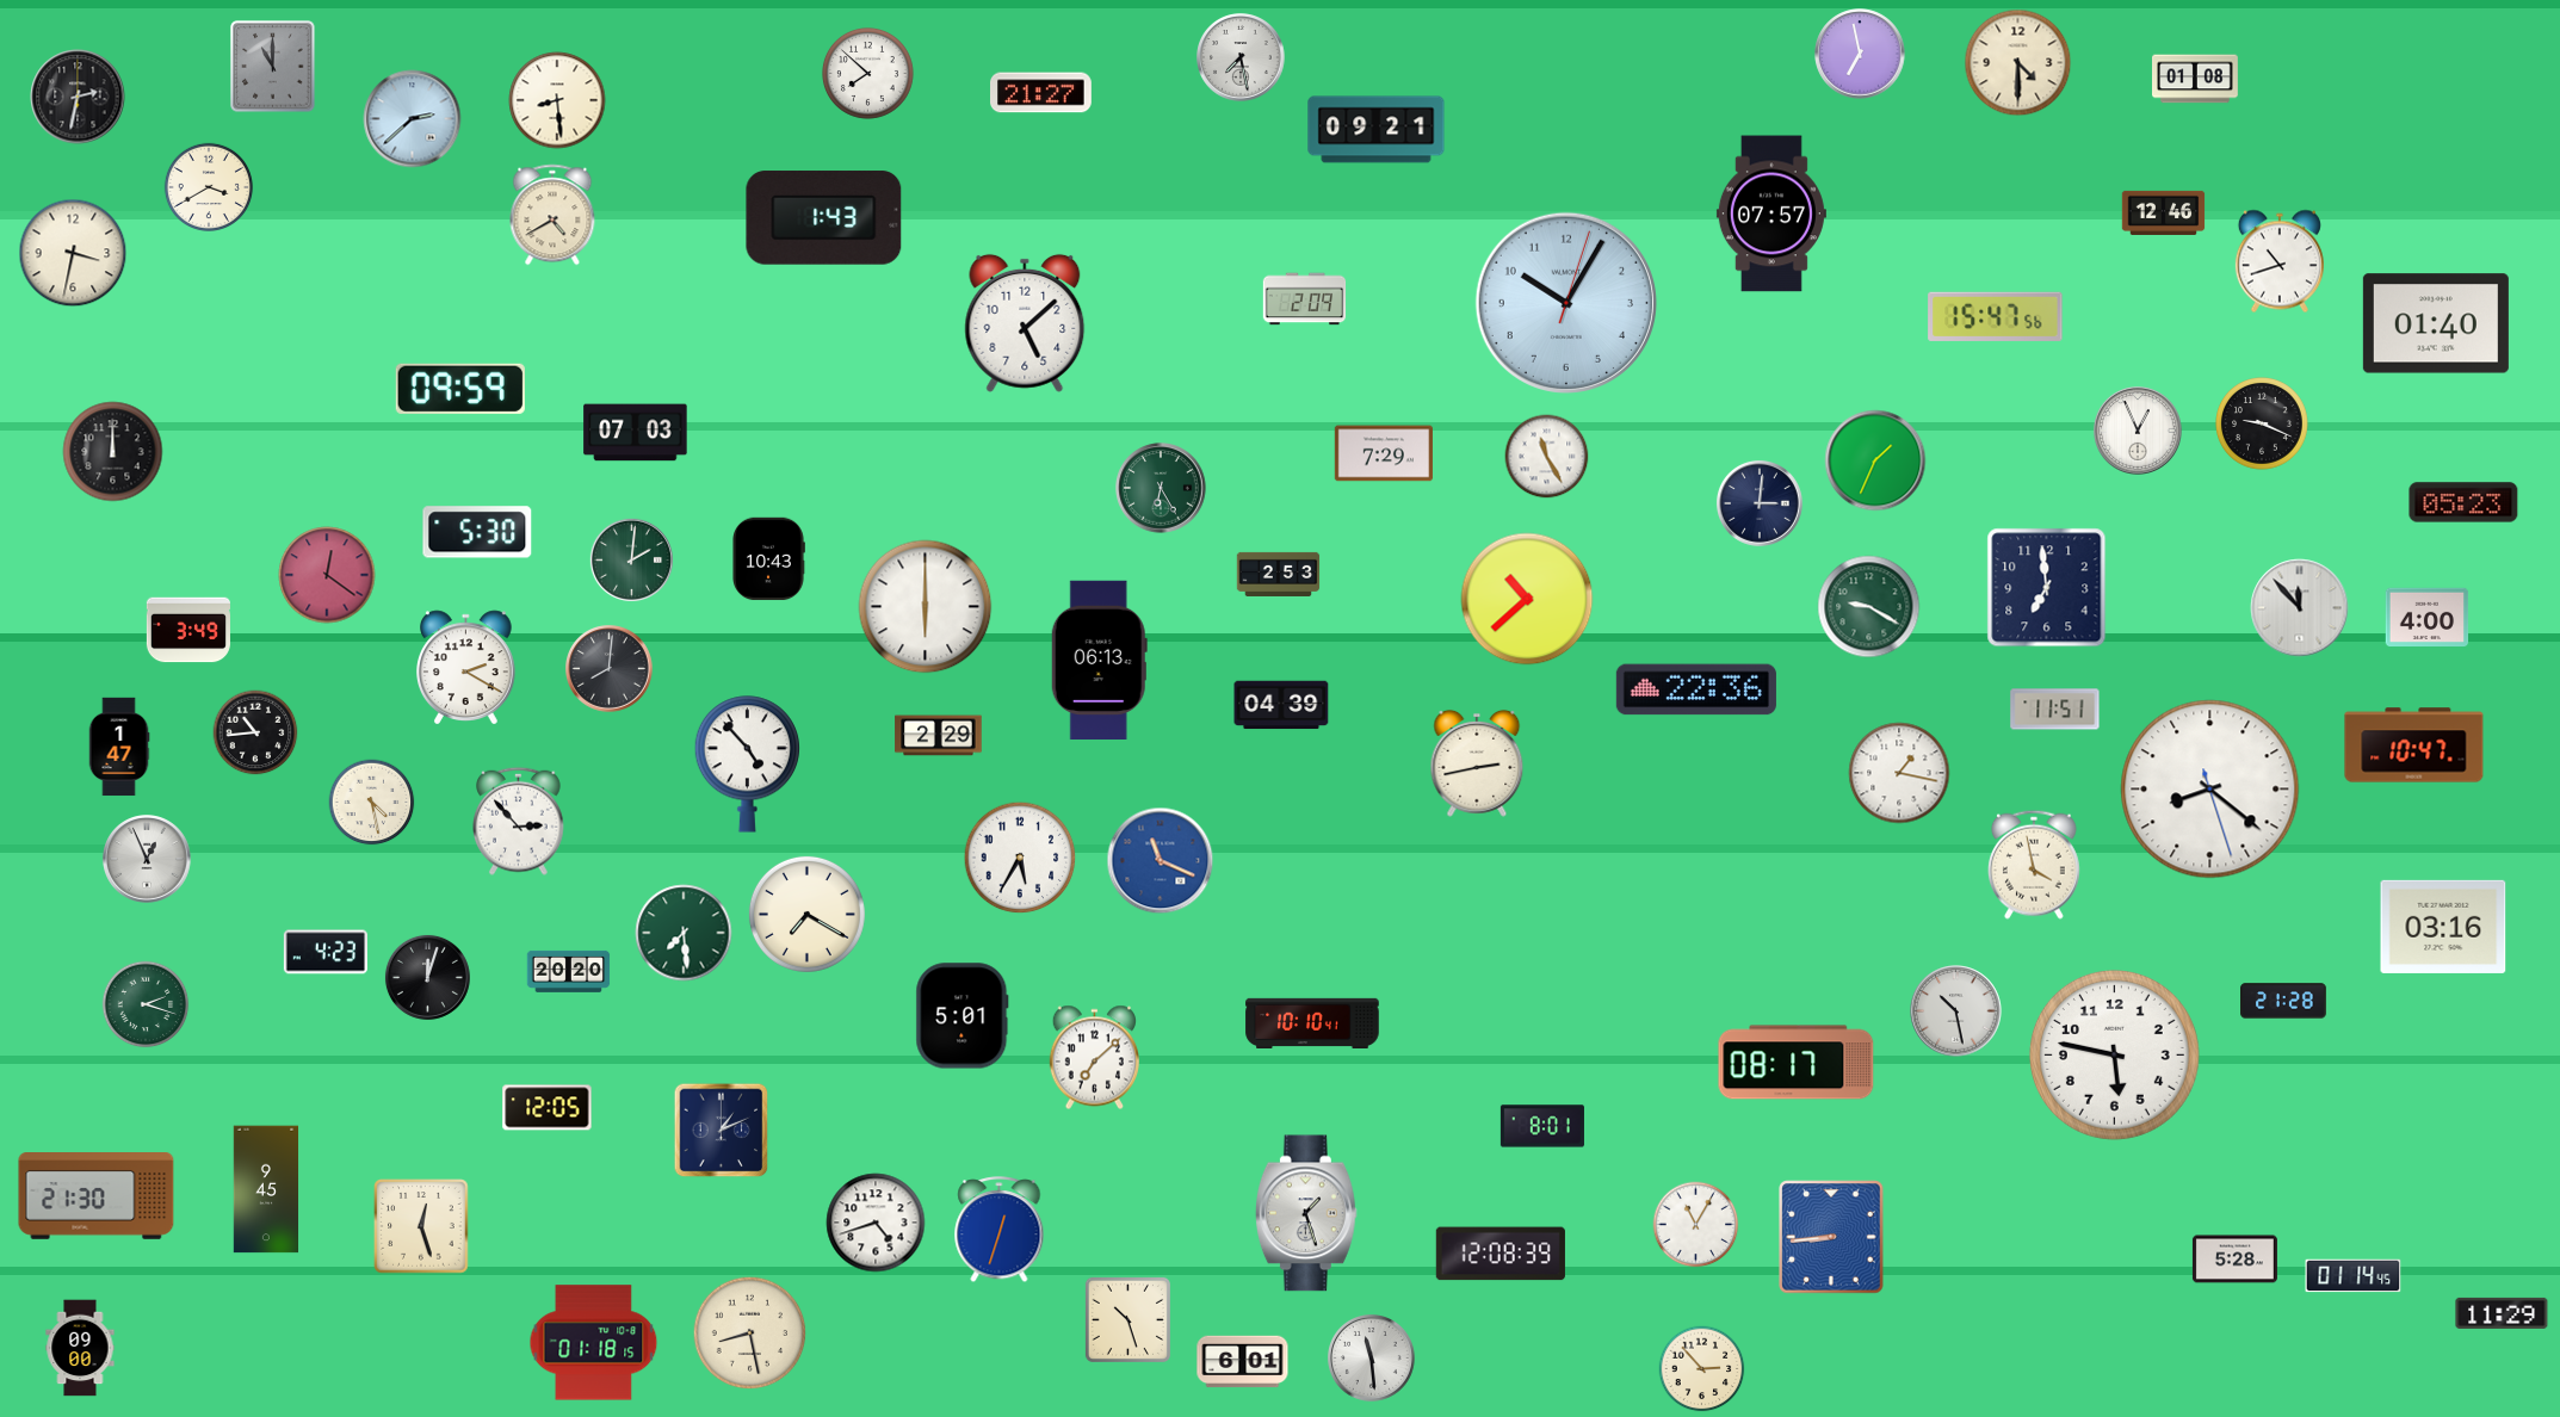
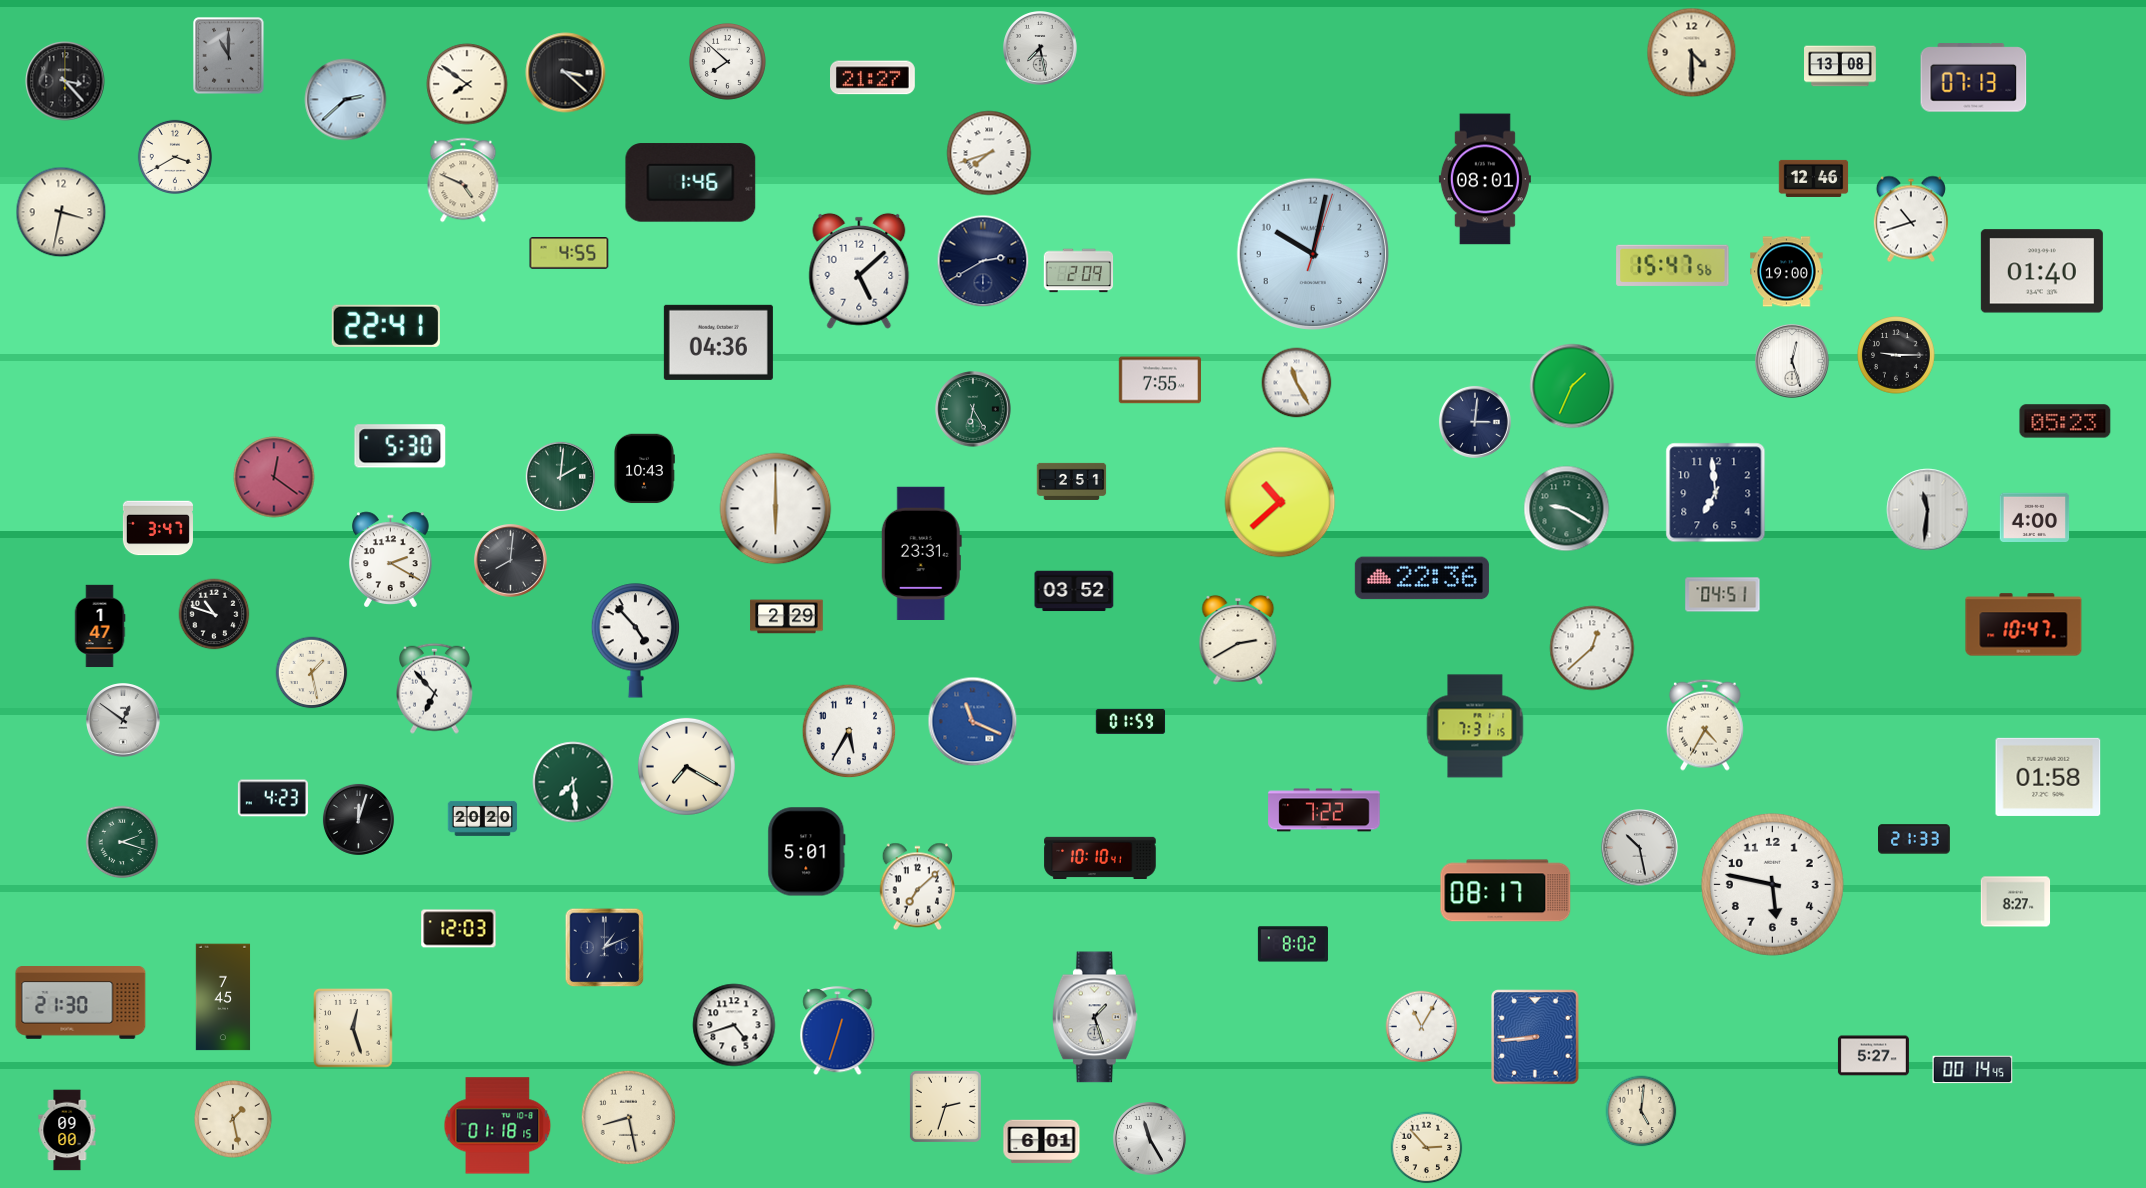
clock at (1860, 54): 6:58 -> none
clock at (2196, 79): 01:08 -> 13:08
clock at (566, 73): none -> 3:22
clock at (1974, 78): none -> 07:13
clock at (78, 97): 2:32 -> 3:23
clock at (557, 100): 8:29 -> 7:51
clock at (1377, 130): 09:21 -> none
clock at (989, 153): none -> 7:42
clock at (1771, 214): 07:57 -> 08:01
clock at (552, 215): 4:40 -> 4:49
clock at (824, 218): 1:43 -> 1:46
clock at (1305, 299) position: (1305, 299) -> (1079, 271)
clock at (569, 253): none -> 4:55
clock at (1566, 303): 10:05 -> 10:02
clock at (983, 261): none -> 2:40
clock at (1787, 272): none -> 19:00
clock at (460, 389): 09:59 -> 22:41
clock at (718, 342): none -> 04:36
clock at (2263, 425): 9:19 -> 9:15
clock at (2138, 431): 12:56 -> 12:27
clock at (636, 433): 07:03 -> none
clock at (113, 452): 12:00 -> none
clock at (1383, 453): 7:29 -> 7:55
clock at (631, 559) position: (631, 559) -> (560, 476)
clock at (1279, 574): 2:53 -> 2:51
clock at (327, 575) position: (327, 575) -> (274, 477)
clock at (2300, 608): 11:53 -> 11:31
clock at (188, 630): 3:49 -> 3:47
clock at (1099, 660): 06:13 -> 23:31
clock at (1281, 705): 04:39 -> 03:52
clock at (2055, 710): 11:51 -> 04:51
clock at (255, 732): 10:44 -> 10:48
clock at (1477, 763): 2:43 -> 2:40
clock at (747, 765) position: (747, 765) -> (635, 641)
clock at (1899, 773): 1:17 -> 12:38
clock at (2210, 790): 8:21 -> none
clock at (372, 803): 4:28 -> 1:28
clock at (519, 821): 2:53 -> 6:53
clock at (1020, 858) position: (1020, 858) -> (849, 731)
clock at (147, 859): 12:56 -> 12:51
clock at (1131, 721): none -> 01:59
clock at (2034, 865): 3:58 -> 4:35
clock at (1475, 726): none -> 7:31
clock at (806, 914) position: (806, 914) -> (686, 766)
clock at (2443, 927): 03:16 -> 01:58
clock at (1324, 810): none -> 7:22
clock at (569, 971) position: (569, 971) -> (483, 818)
clock at (2283, 1001): 21:28 -> 21:33
clock at (2016, 902): none -> 8:27
clock at (548, 1108): 12:05 -> 12:03
clock at (1542, 1126): 8:01 -> 8:02
clock at (266, 1189): 9:45 -> 7:45
clock at (1501, 1254): 12:08 -> none
clock at (2234, 1260): 5:28 -> 5:27
clock at (2354, 1276): 01:14 -> 00:14
clock at (2502, 1313): 11:29 -> none
clock at (1127, 1319): 10:27 -> 2:33
clock at (1641, 1111): none -> 5:01
clock at (234, 1120): none -> 1:28
clock at (1372, 1359): 11:29 -> 11:25
